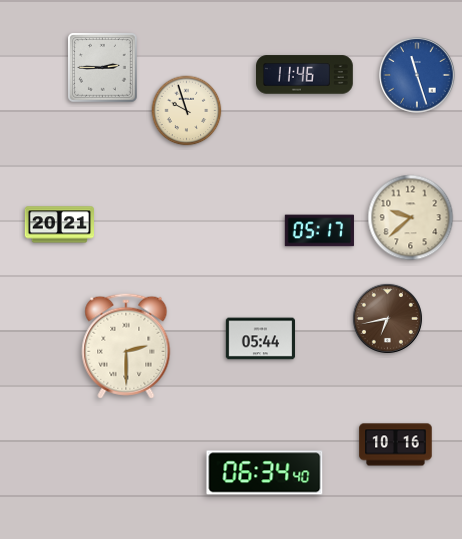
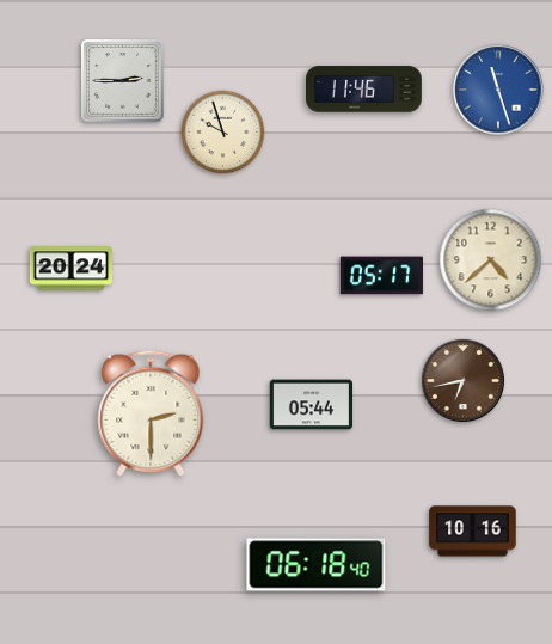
clock at (411, 218): 9:38 -> 4:38
clock at (59, 225): 20:21 -> 20:24
clock at (265, 473): 06:34 -> 06:18
